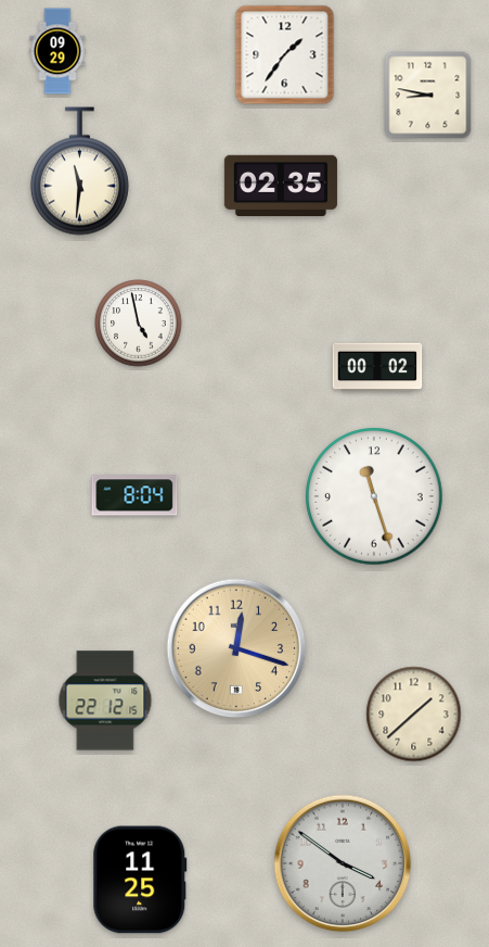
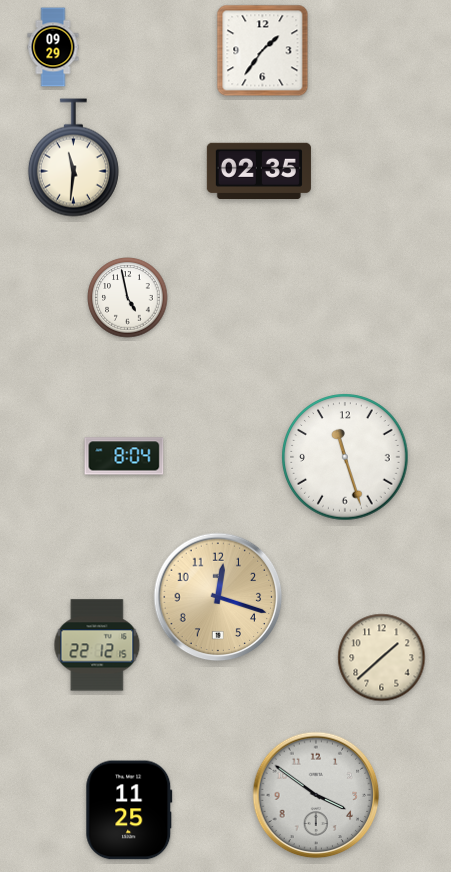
clock at (428, 96): 8:47 -> none
clock at (377, 367): 00:02 -> none
